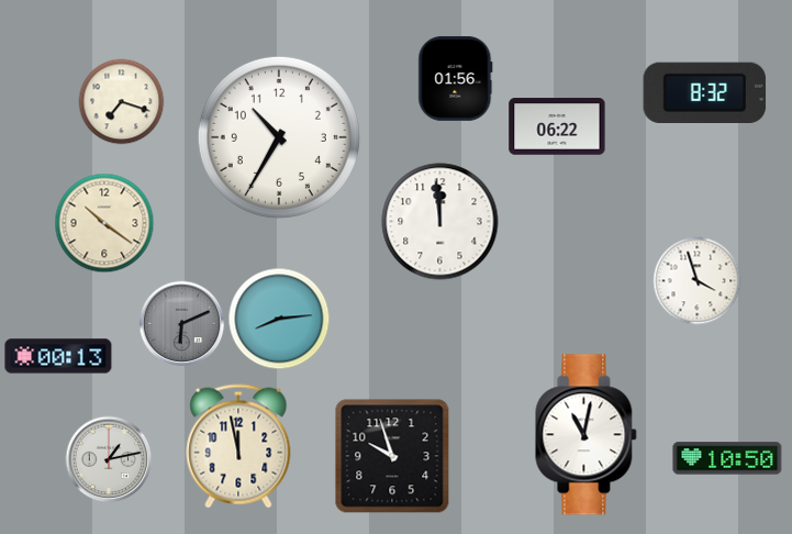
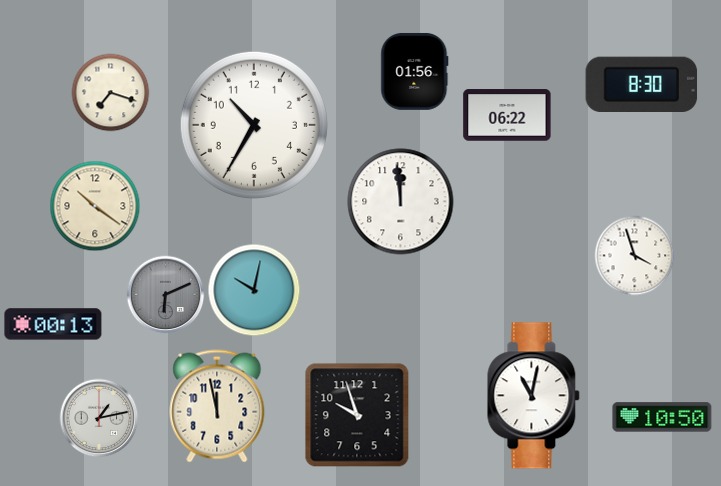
clock at (705, 92): 8:32 -> 8:30
clock at (104, 223) position: (104, 223) -> (95, 206)
clock at (279, 319): 8:14 -> 10:02
